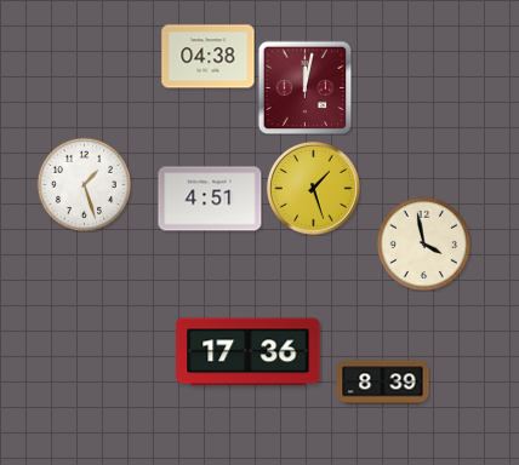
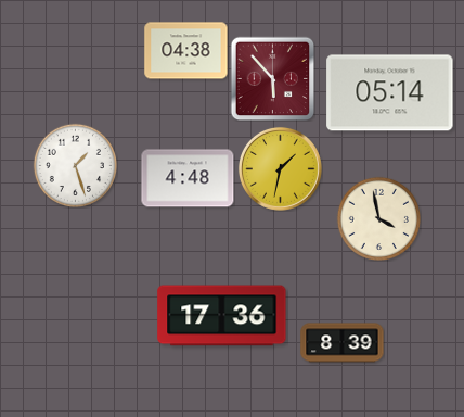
clock at (304, 87): 12:02 -> 5:53
clock at (390, 93): none -> 05:14
clock at (314, 189): 1:27 -> 1:32
clock at (210, 199): 4:51 -> 4:48
